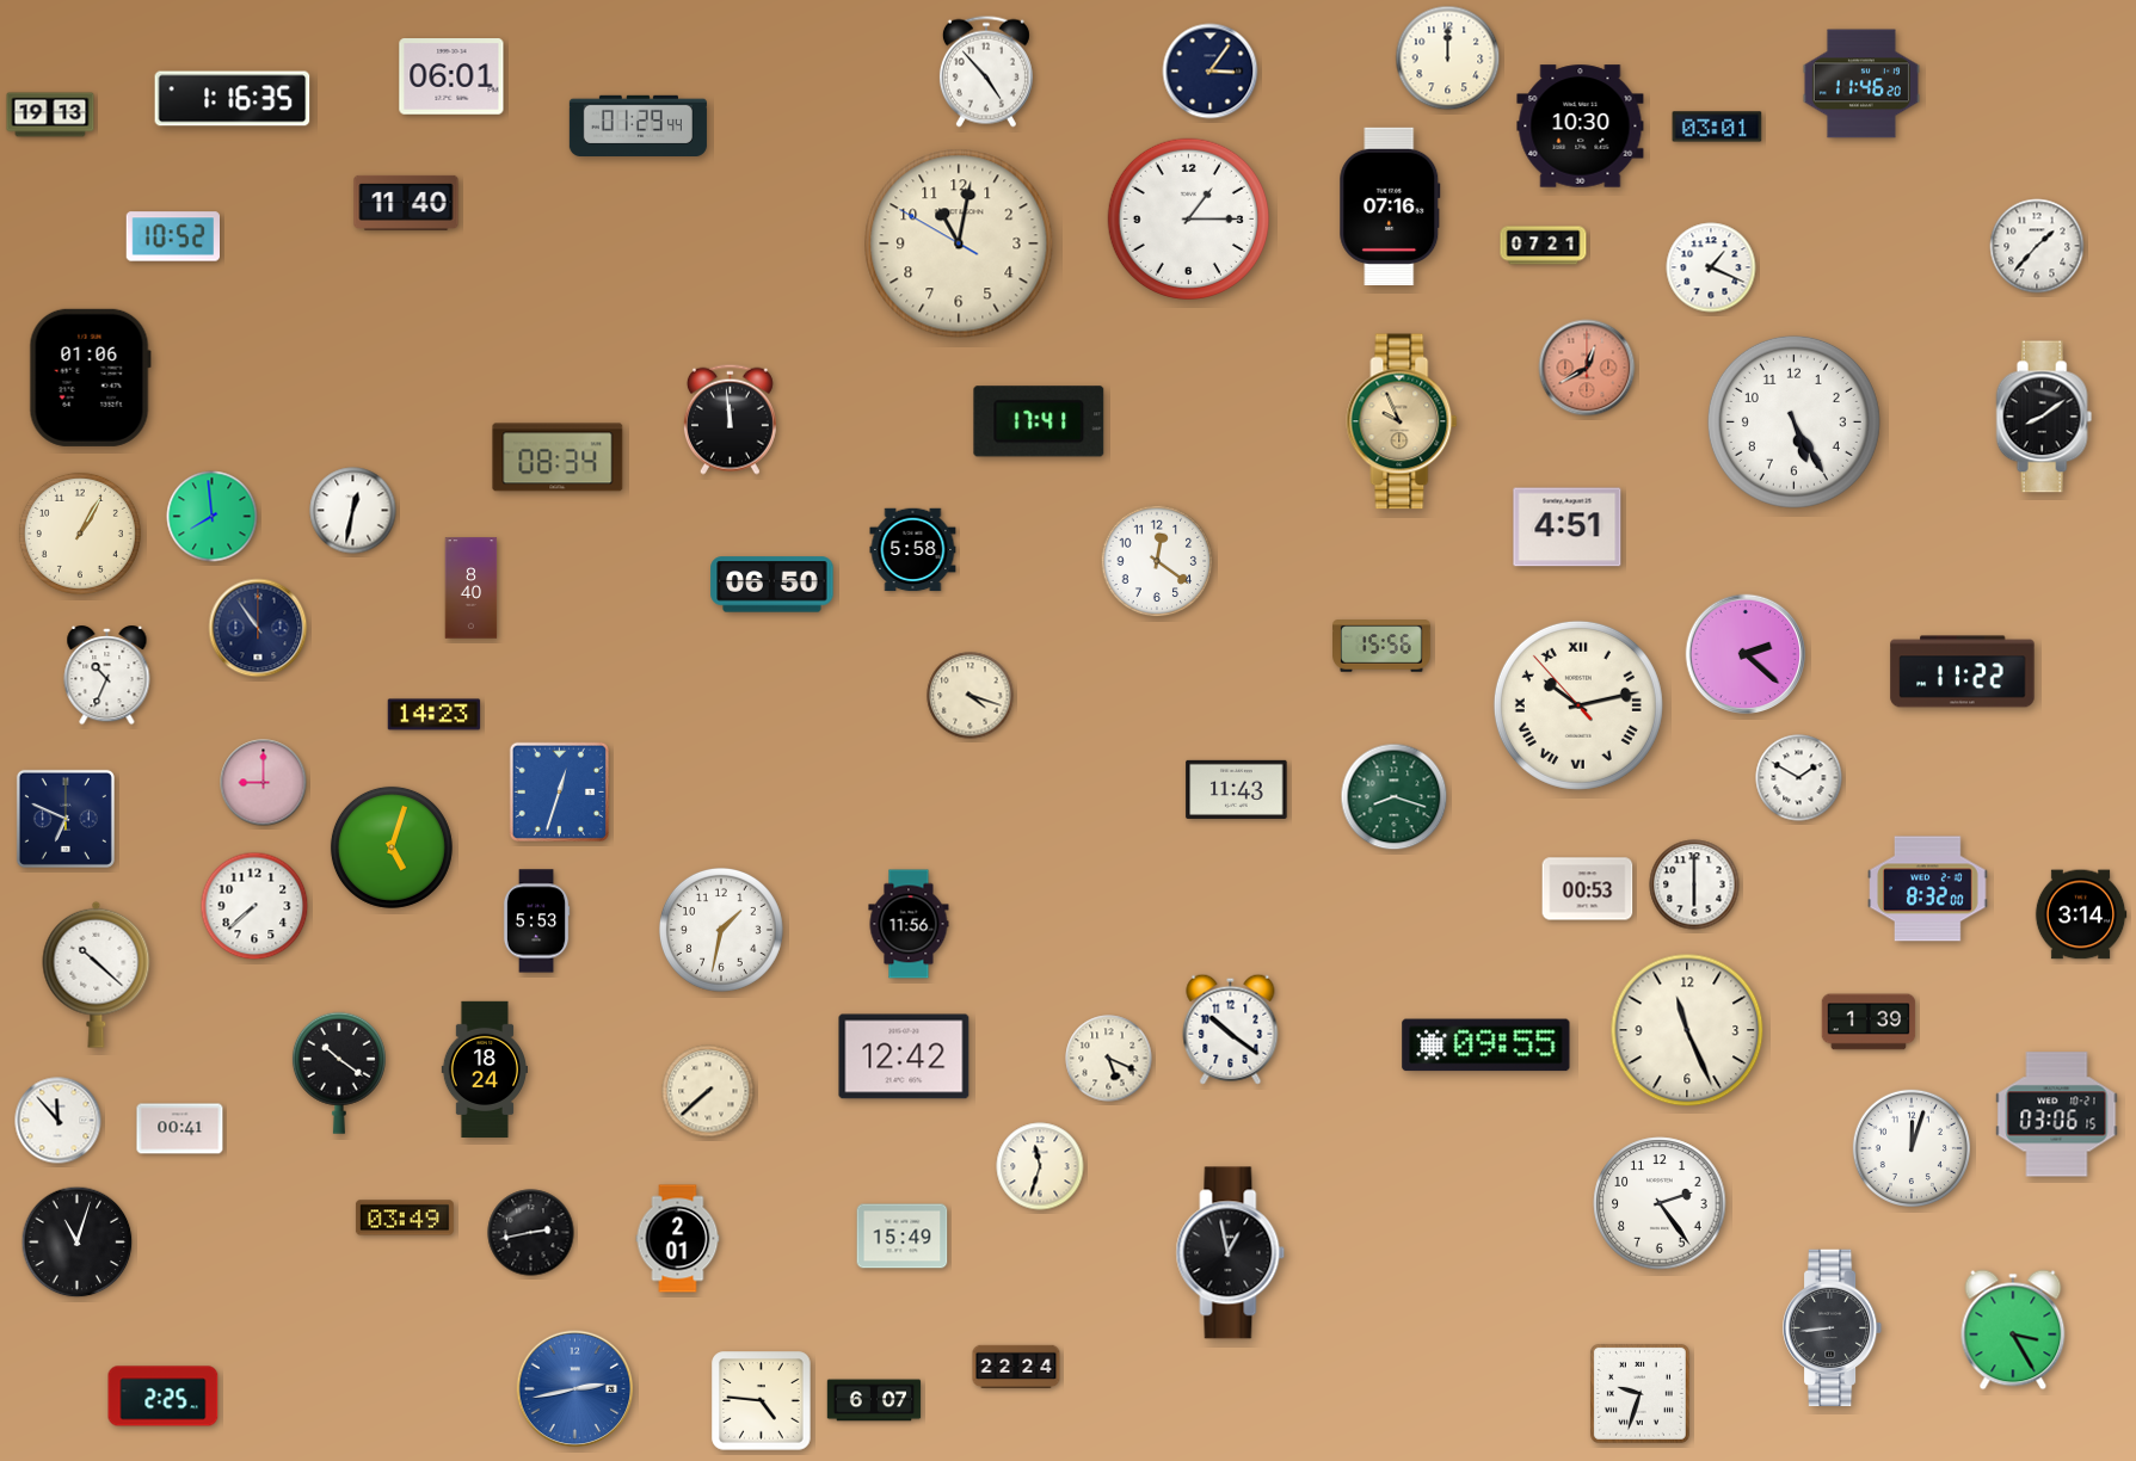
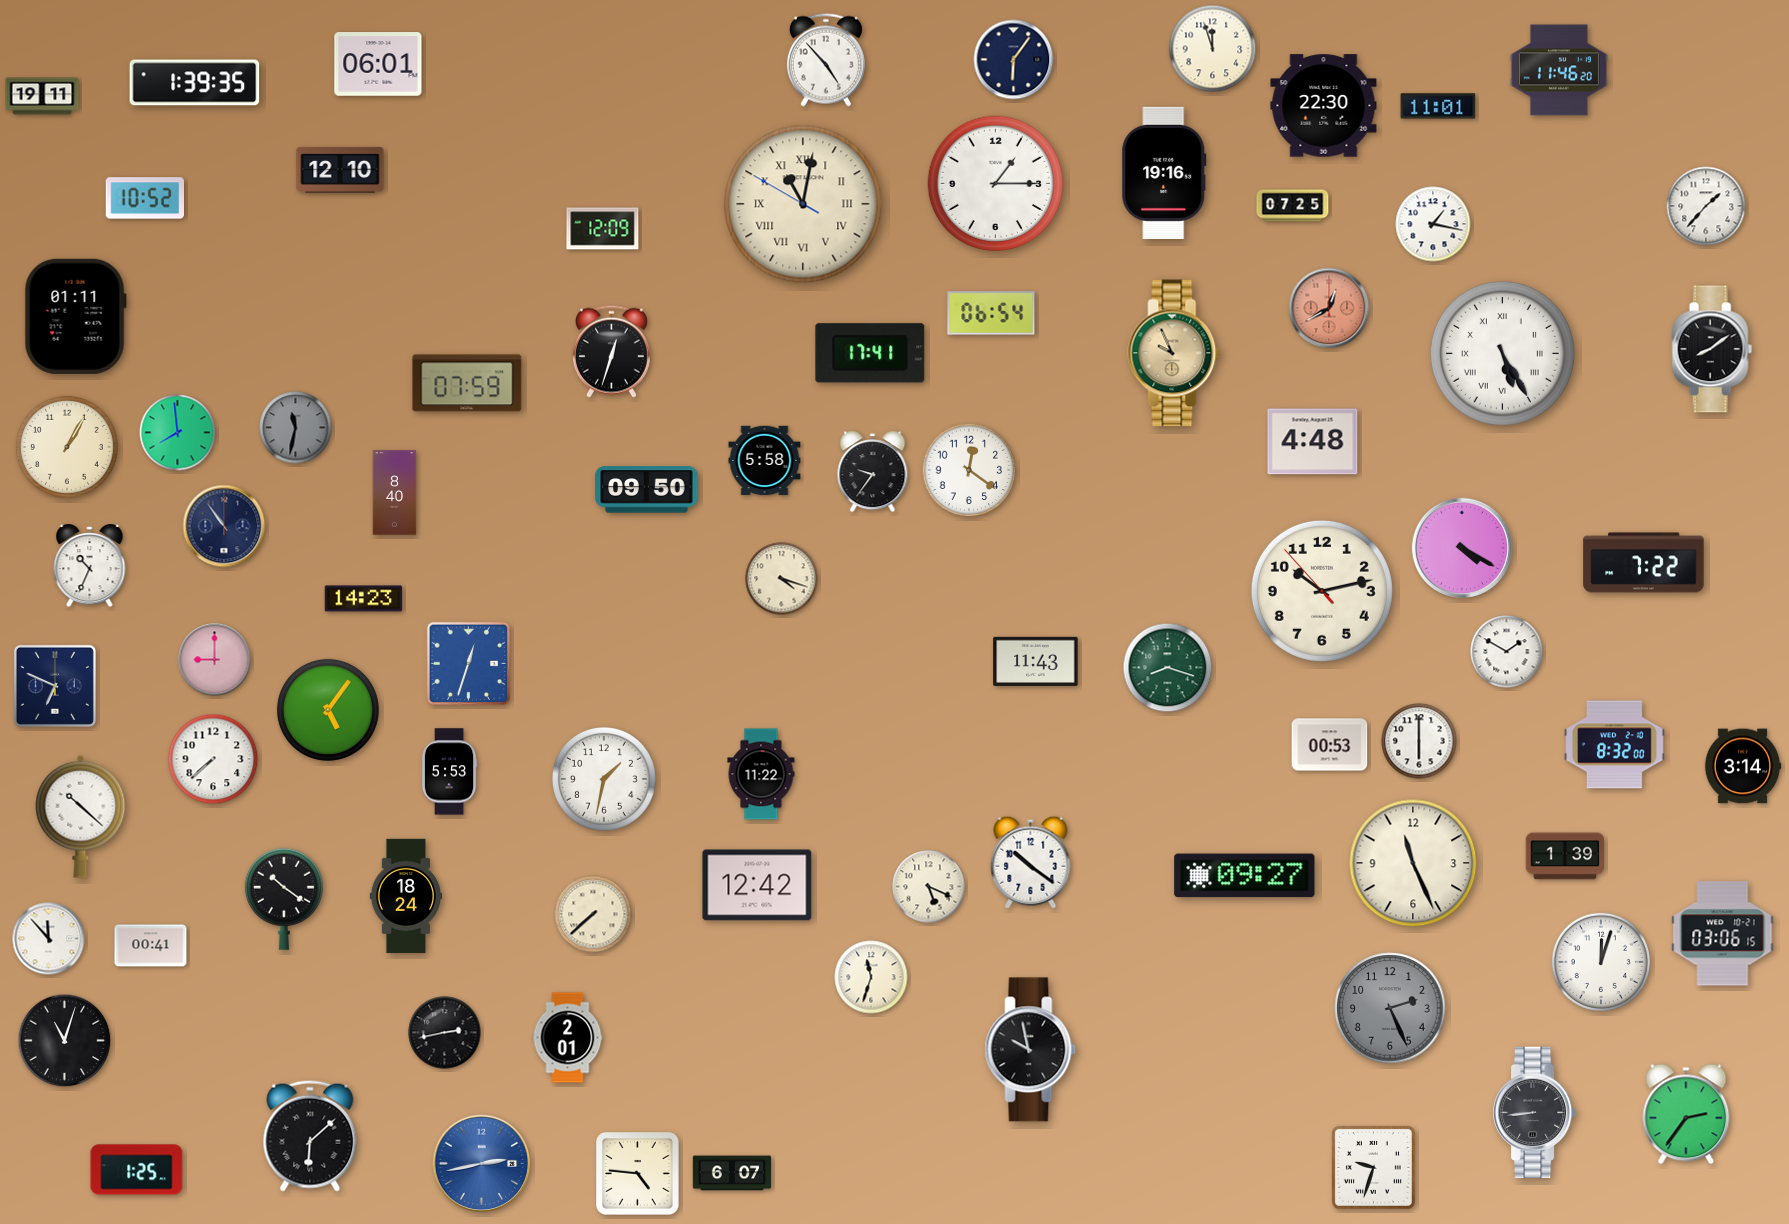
clock at (1448, 58): 12:00 -> 11:57
clock at (1211, 72): 3:06 -> 6:06
clock at (233, 99): 1:16 -> 1:39
clock at (50, 115): 19:13 -> 19:11
clock at (638, 125): 01:29 -> none
clock at (1581, 127): 10:30 -> 22:30
clock at (1717, 127): 03:01 -> 11:01
clock at (406, 203): 11:40 -> 12:10
clock at (1390, 206): 07:16 -> 19:16
clock at (959, 243) numerals: Arabic -> Roman
clock at (1544, 246): 07:21 -> 07:25
clock at (1711, 267): 1:19 -> 1:17
clock at (603, 229): none -> 12:09
clock at (991, 313): none -> 06:54
clock at (90, 377): 01:06 -> 01:11
clock at (730, 419): 11:59 -> 12:33
clock at (1793, 421) numerals: Arabic -> Roman
clock at (558, 457): 08:34 -> 07:59
clock at (353, 511): 12:32 -> 11:32
clock at (353, 511) dial: white -> grey
clock at (1568, 528): 4:51 -> 4:48
clock at (873, 472): none -> 9:36
clock at (772, 585): 06:50 -> 09:50
clock at (258, 628) position: (258, 628) -> (224, 526)
clock at (1383, 646): 15:56 -> none
clock at (1746, 654): 2:22 -> 4:20
clock at (1963, 672): 11:22 -> 7:22
clock at (971, 696) position: (971, 696) -> (782, 579)
clock at (1578, 705) numerals: Roman -> Arabic
clock at (264, 783) position: (264, 783) -> (215, 660)
clock at (392, 847): 5:03 -> 5:06
clock at (909, 924): 11:56 -> 11:22
clock at (1486, 1046): 09:55 -> 09:27
clock at (1660, 1203): 2:24 -> 2:26
clock at (1660, 1203) dial: white -> grey
clock at (405, 1217): 03:49 -> none
clock at (903, 1237): 15:49 -> none
clock at (1231, 1253): 12:58 -> 9:58
clock at (2013, 1330): 3:25 -> 2:36
clock at (310, 1136): none -> 6:08
clock at (1016, 1366): 22:24 -> none
clock at (164, 1397): 2:25 -> 1:25
